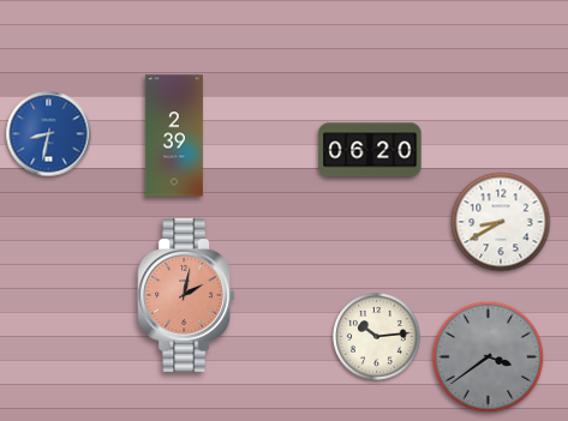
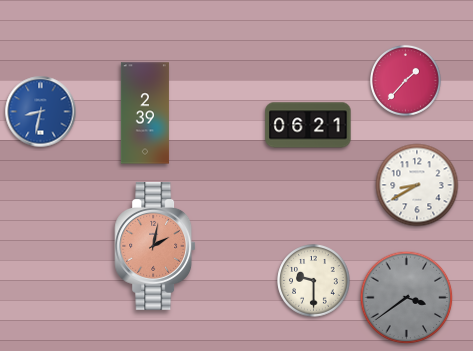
clock at (405, 80): none -> 1:37
clock at (370, 150): 06:20 -> 06:21
clock at (377, 337): 10:14 -> 9:30
